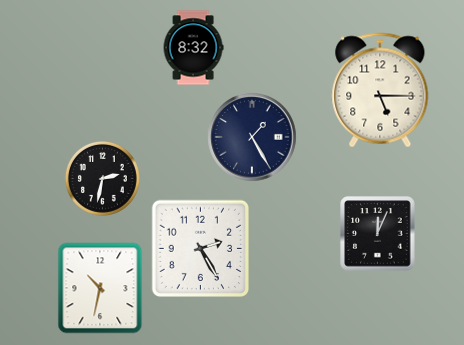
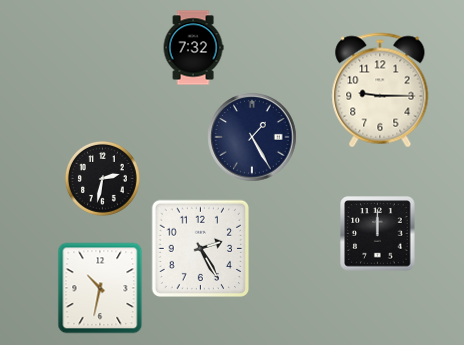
clock at (193, 48): 8:32 -> 7:32
clock at (380, 90): 5:15 -> 9:15
clock at (378, 234): 12:04 -> 12:00
